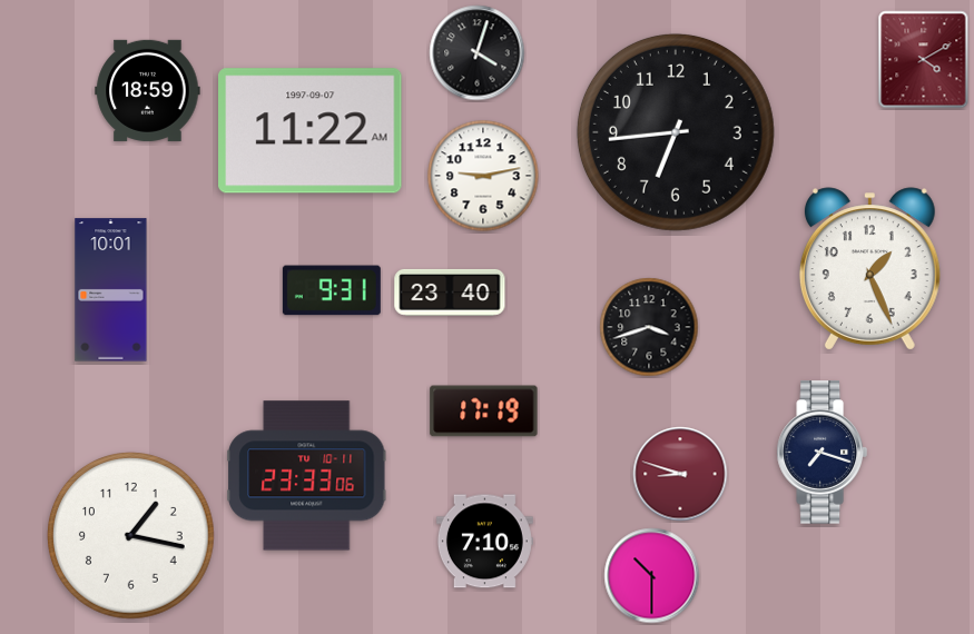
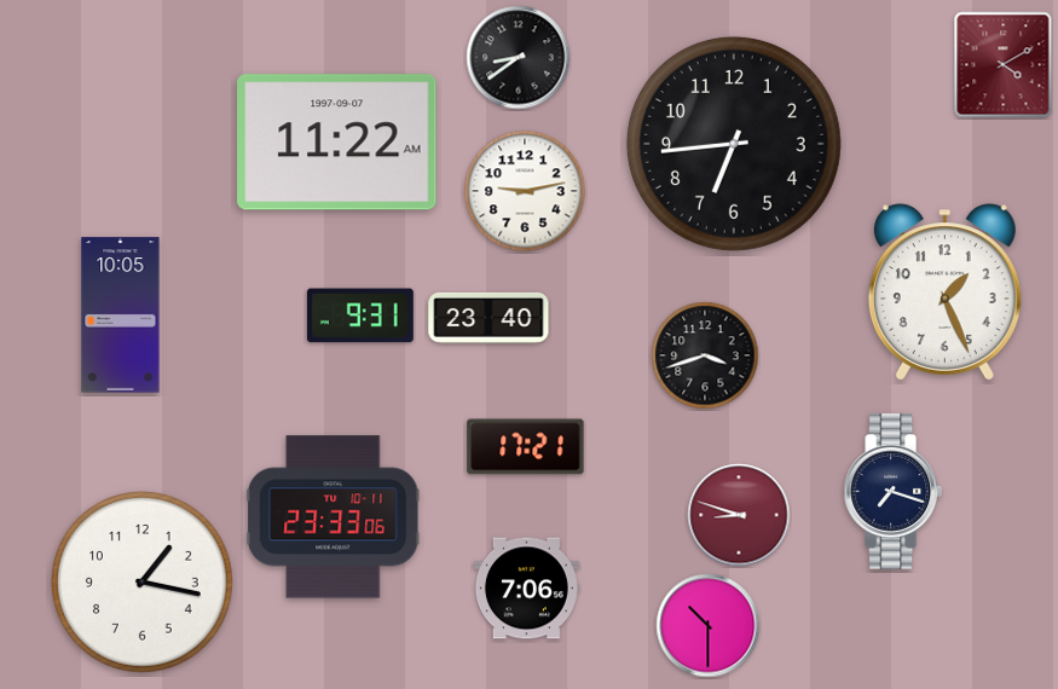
clock at (478, 53): 4:03 -> 8:39
clock at (148, 90): 18:59 -> none
clock at (111, 290): 10:01 -> 10:05
clock at (484, 412): 17:19 -> 17:21
clock at (484, 542): 7:10 -> 7:06
